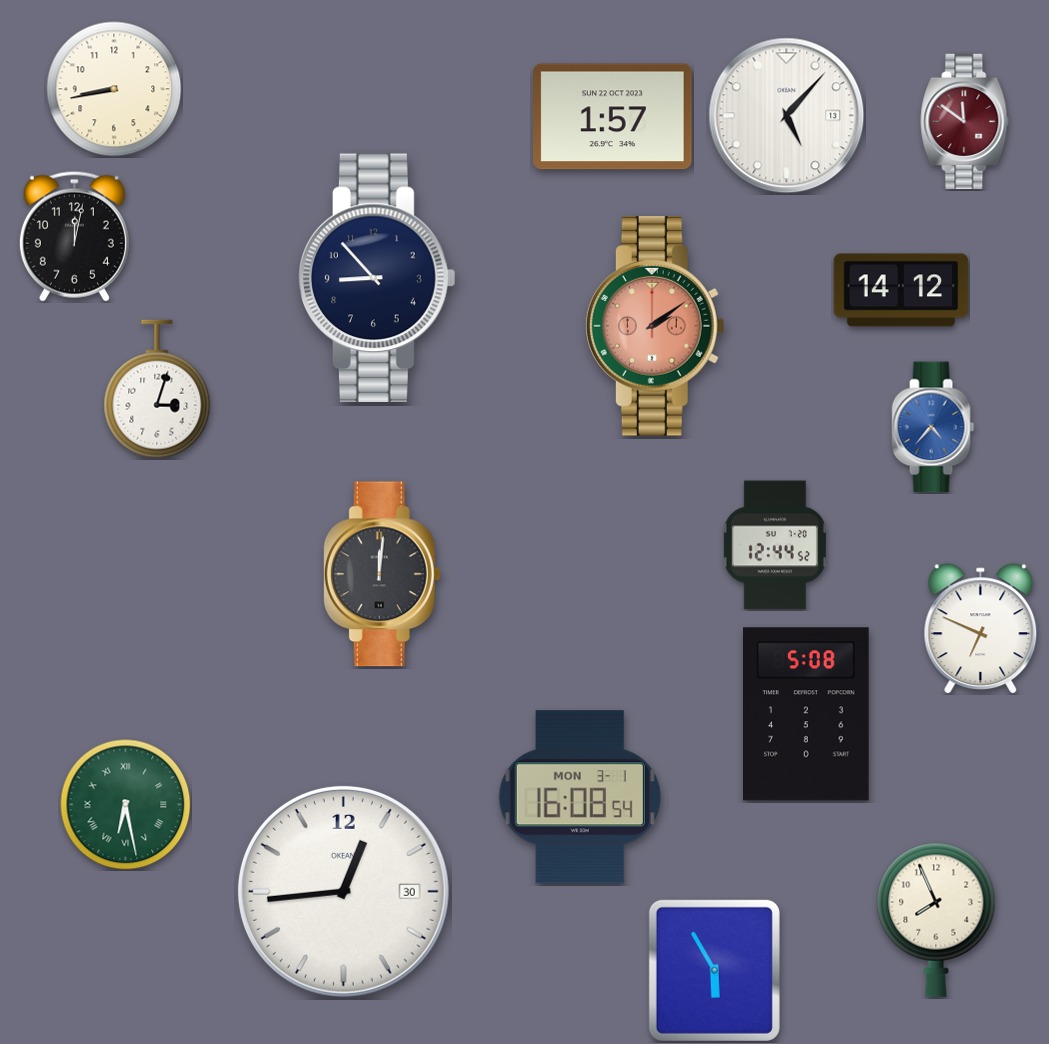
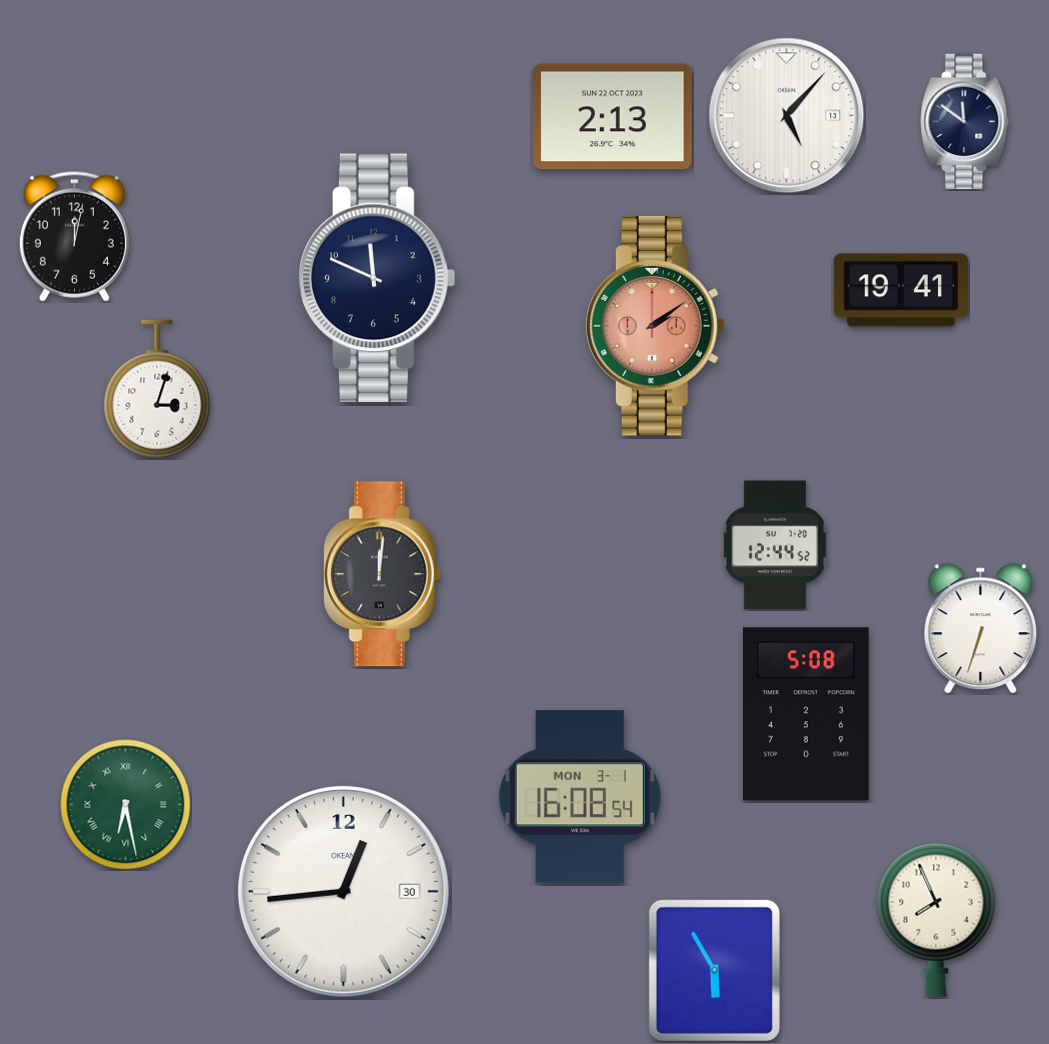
clock at (114, 89): 8:43 -> none
clock at (613, 117): 1:57 -> 2:13
clock at (965, 122) dial: burgundy -> navy
clock at (378, 277): 8:53 -> 11:49
clock at (901, 290): 14:12 -> 19:41
clock at (933, 427): 4:37 -> none
clock at (981, 629): 6:49 -> 6:33
